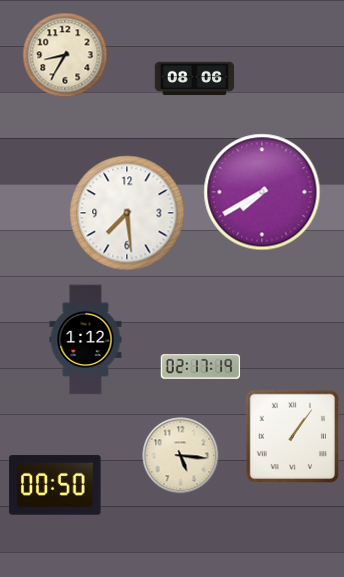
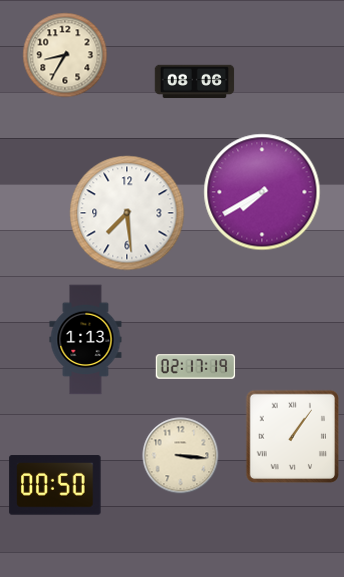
clock at (195, 79) position: (195, 79) -> (195, 82)
clock at (86, 340): 1:12 -> 1:13
clock at (201, 367) position: (201, 367) -> (196, 367)
clock at (181, 456): 5:16 -> 3:16
